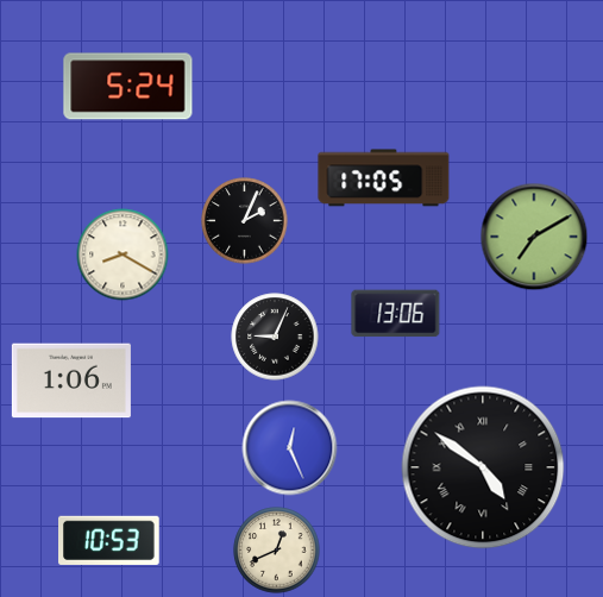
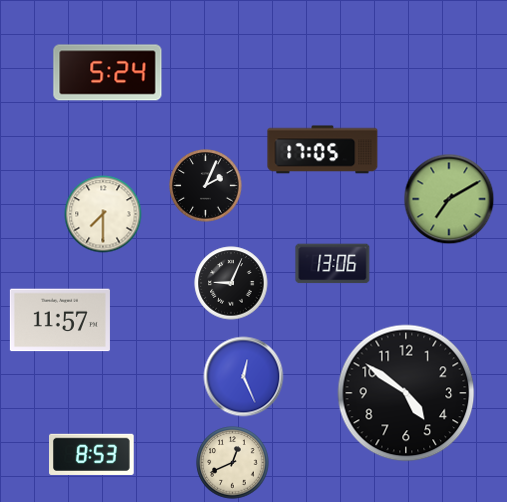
clock at (123, 254): 8:20 -> 7:30
clock at (71, 381): 1:06 -> 11:57
clock at (483, 467) numerals: Roman -> Arabic
clock at (109, 540): 10:53 -> 8:53
